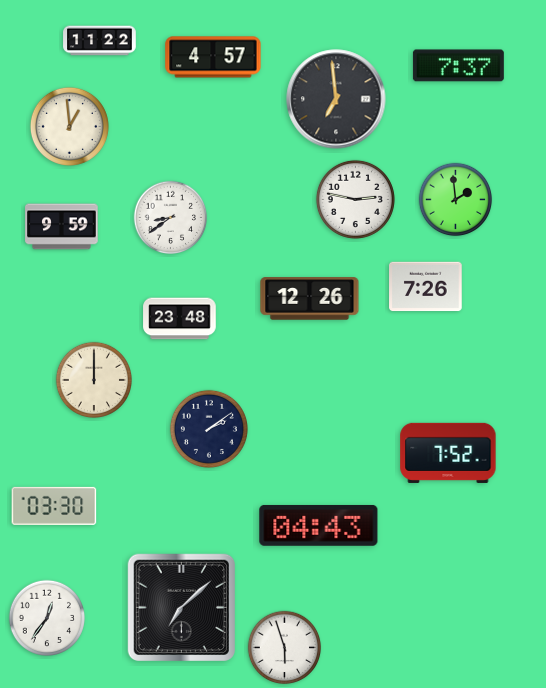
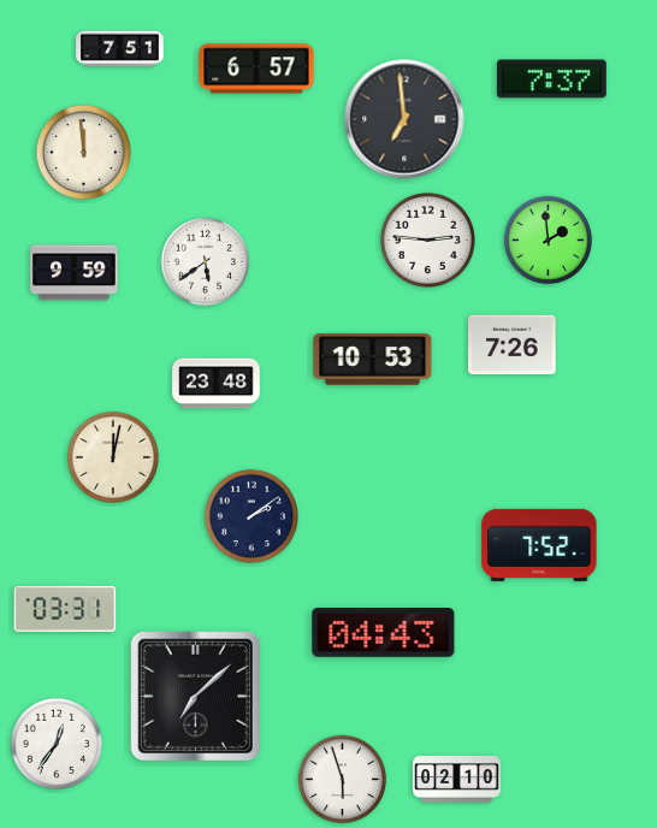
clock at (100, 41): 11:22 -> 7:51
clock at (213, 57): 4:57 -> 6:57
clock at (69, 126): 12:59 -> 11:59
clock at (355, 199): 2:47 -> 2:46
clock at (171, 218): 8:39 -> 5:39
clock at (310, 299): 12:26 -> 10:53
clock at (93, 379): 12:00 -> 12:02
clock at (54, 506): 03:30 -> 03:31
clock at (181, 607) position: (181, 607) -> (195, 696)
clock at (457, 780): none -> 02:10
